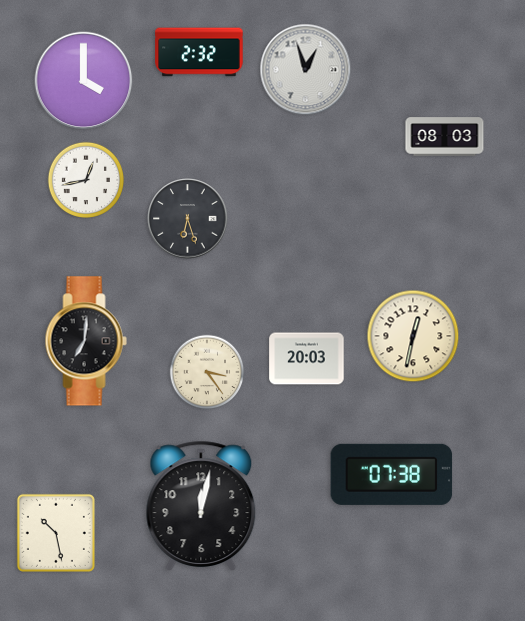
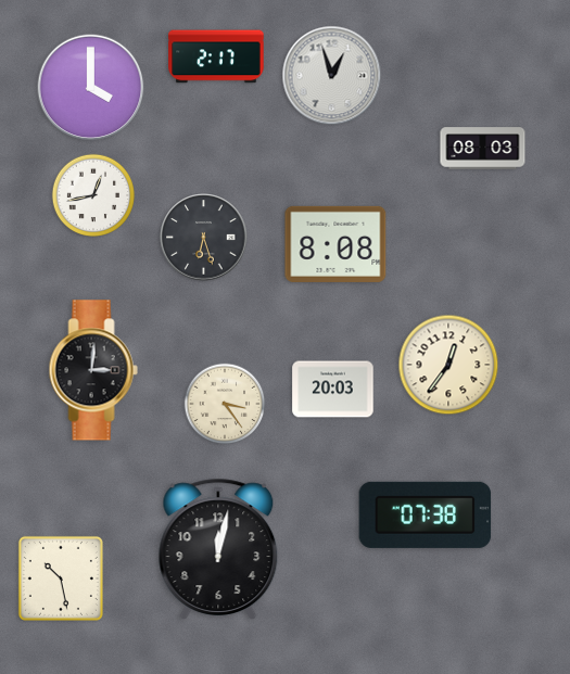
clock at (199, 52): 2:32 -> 2:17
clock at (335, 244): none -> 8:08
clock at (413, 336): 12:32 -> 12:36
clock at (86, 341): 7:01 -> 3:01
